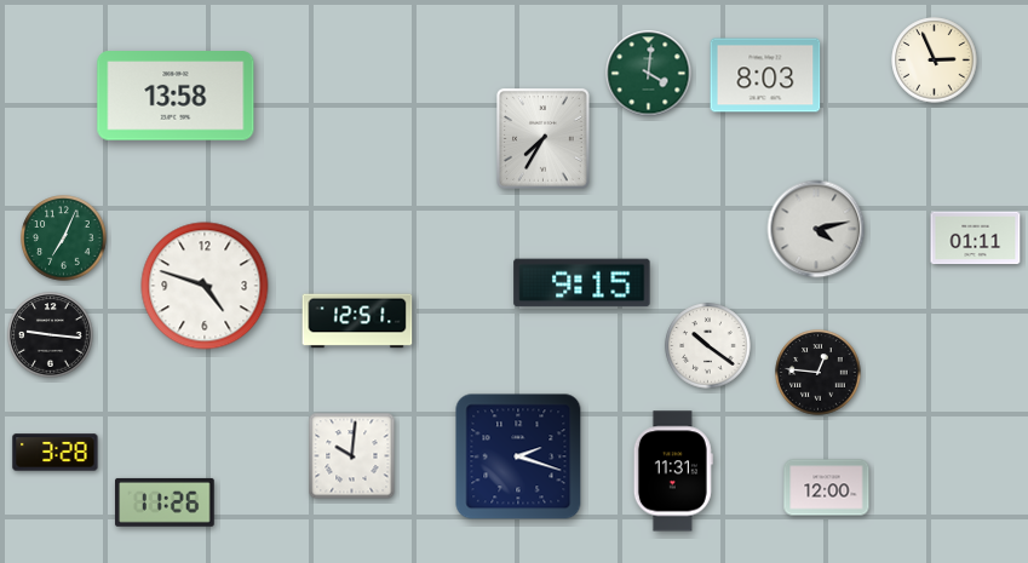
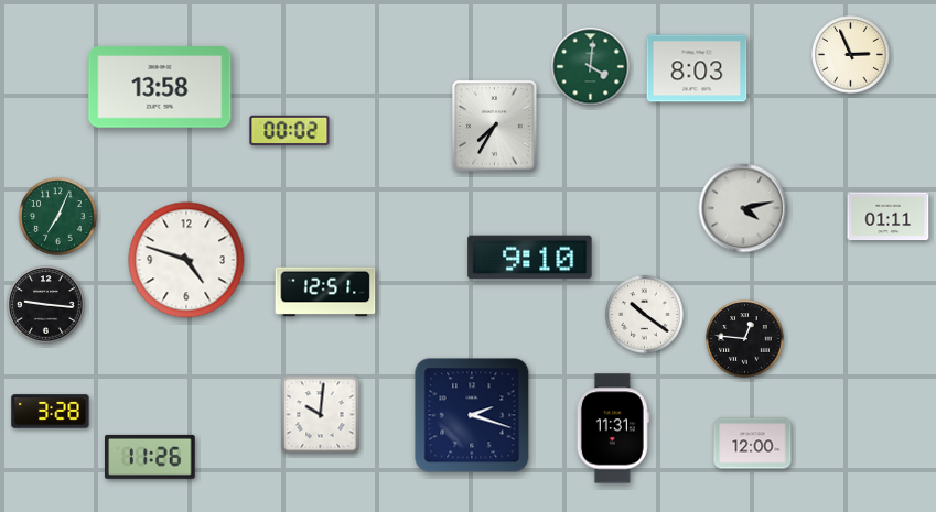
clock at (290, 131): none -> 00:02
clock at (582, 283): 9:15 -> 9:10
